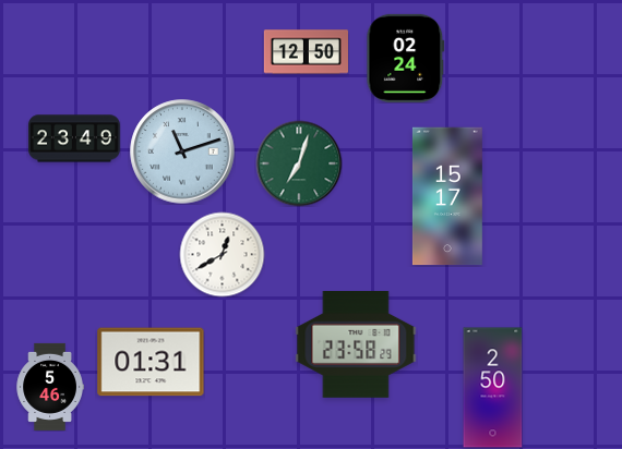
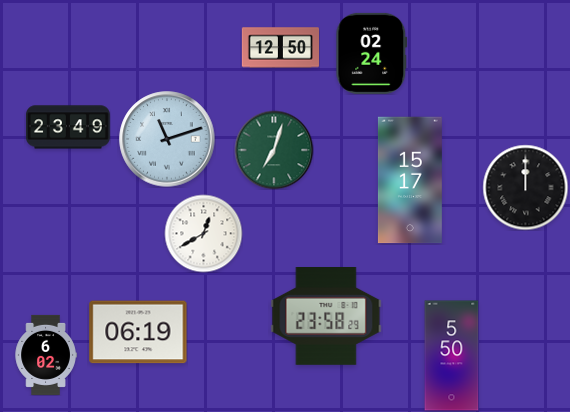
clock at (525, 187): none -> 12:00
clock at (151, 362): 01:31 -> 06:19
clock at (50, 387): 5:46 -> 6:02
clock at (493, 388): 2:50 -> 5:50
